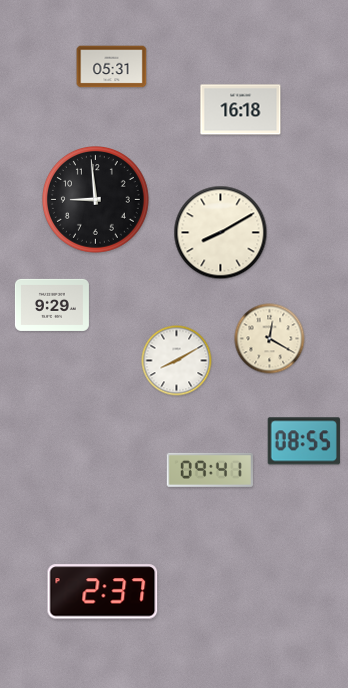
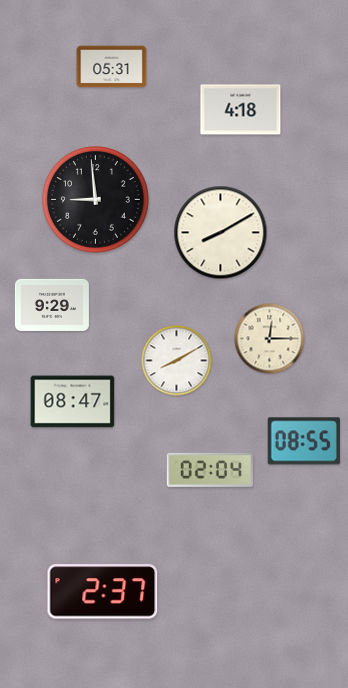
clock at (241, 110): 16:18 -> 4:18
clock at (270, 339): 12:20 -> 12:15
clock at (73, 402): none -> 08:47
clock at (210, 470): 09:41 -> 02:04
